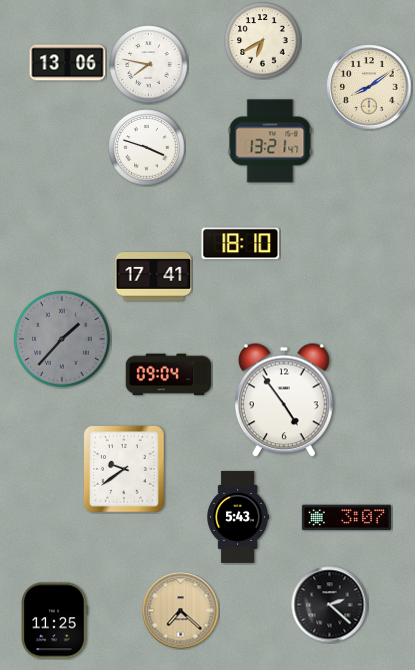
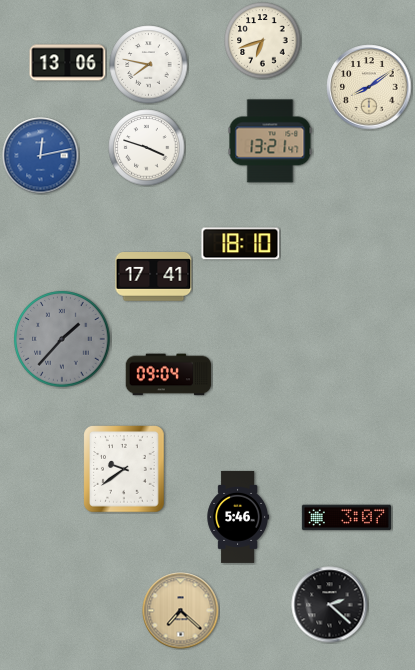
clock at (263, 41): 6:40 -> 6:42
clock at (41, 156): none -> 12:13
clock at (284, 400): 4:54 -> none
clock at (238, 517): 5:43 -> 5:46
clock at (54, 621): 11:25 -> none
